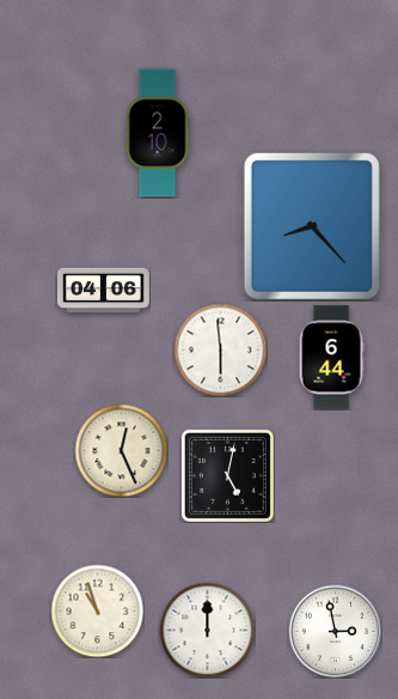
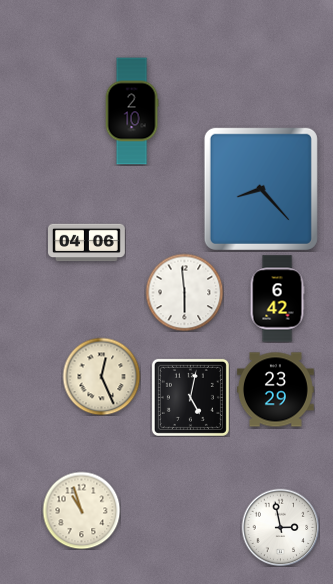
clock at (331, 358): 6:44 -> 6:42
clock at (275, 390): none -> 23:29
clock at (207, 630): 12:00 -> none
